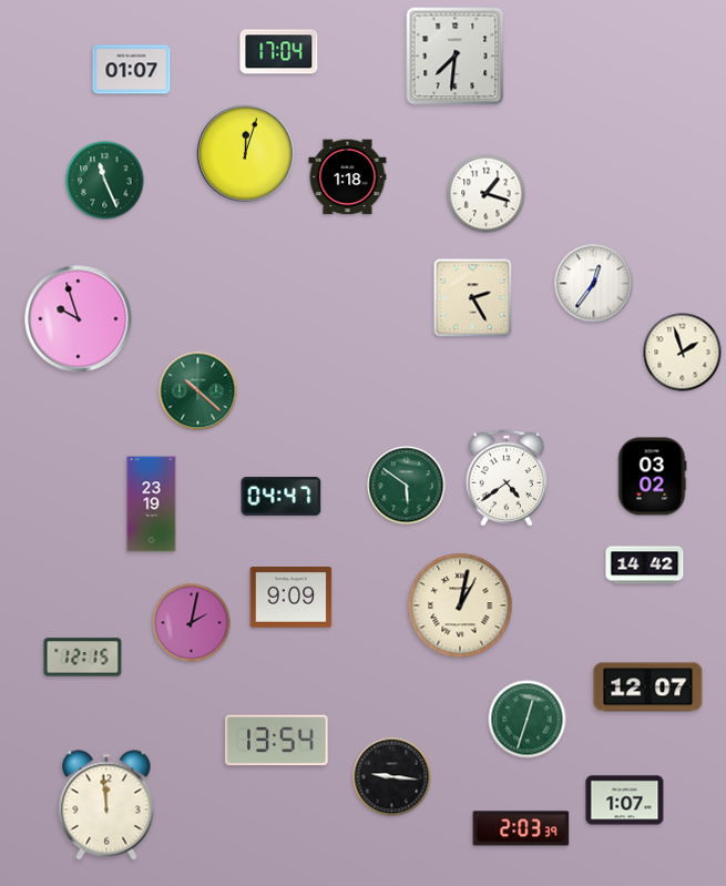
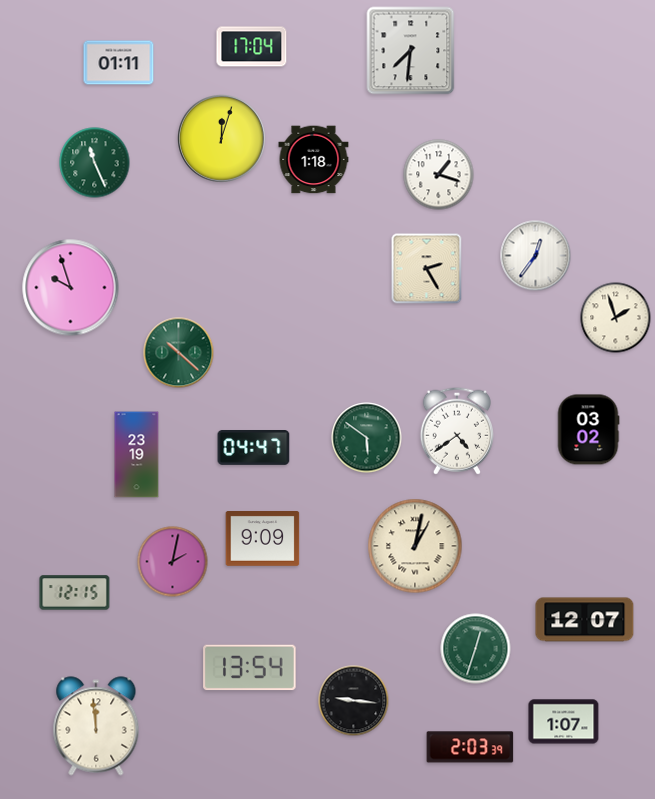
clock at (132, 70): 01:07 -> 01:11
clock at (645, 566): 14:42 -> none
